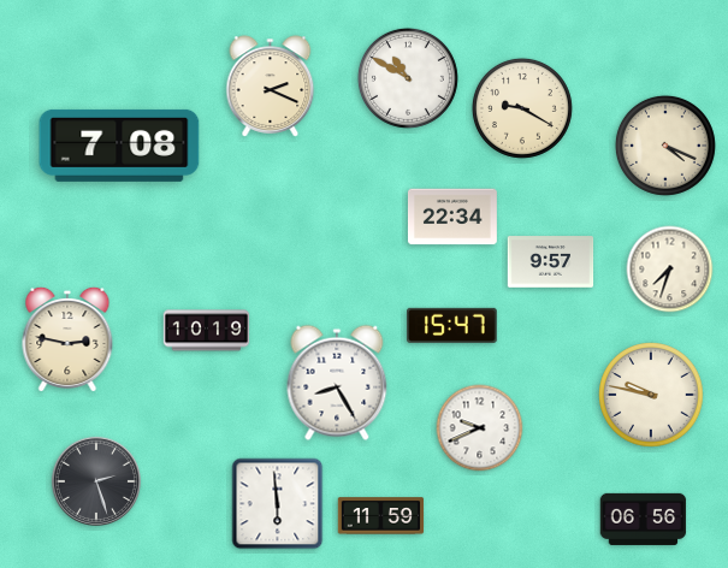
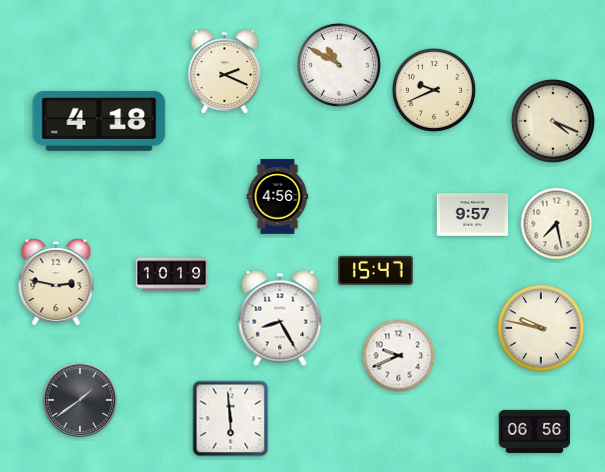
clock at (522, 108): 9:20 -> 9:41
clock at (119, 146): 7:08 -> 4:18
clock at (452, 217): 22:34 -> none
clock at (278, 197): none -> 4:56
clock at (551, 262) position: (551, 262) -> (473, 215)
clock at (670, 270): 7:33 -> 7:28
clock at (95, 480): 2:27 -> 1:39
clock at (381, 516): 11:59 -> none
